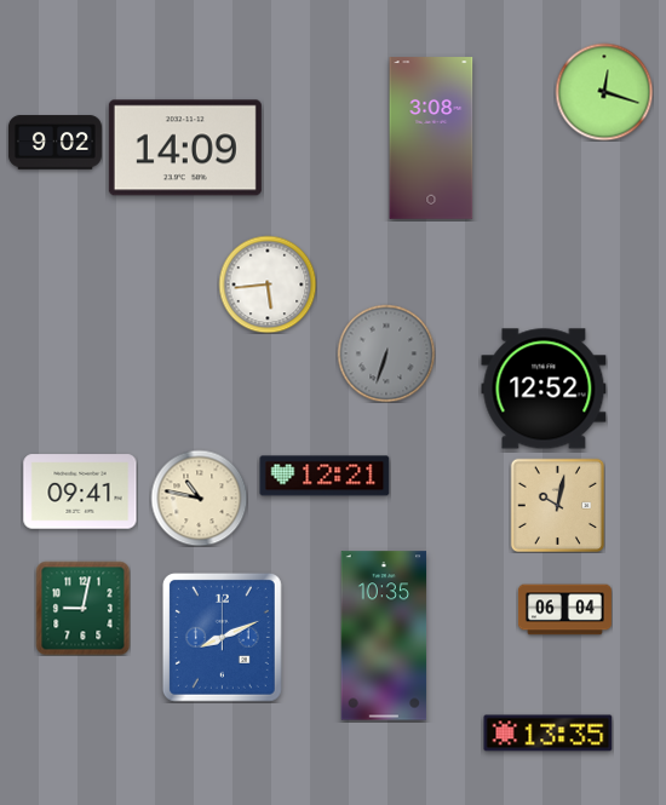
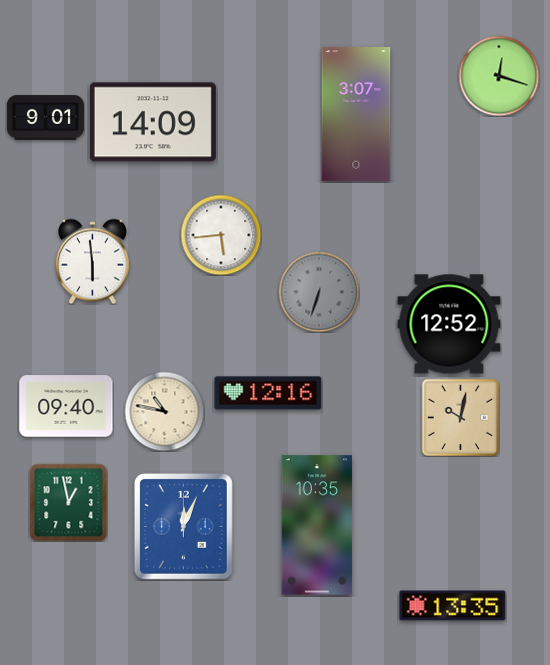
clock at (431, 138): 3:08 -> 3:07
clock at (54, 143): 9:02 -> 9:01
clock at (92, 261): none -> 5:59
clock at (544, 389) position: (544, 389) -> (449, 324)
clock at (325, 476): 12:21 -> 12:16
clock at (80, 491): 09:41 -> 09:40
clock at (82, 608): 9:02 -> 12:58
clock at (564, 610): 06:04 -> none
clock at (222, 637): 8:11 -> 12:04
